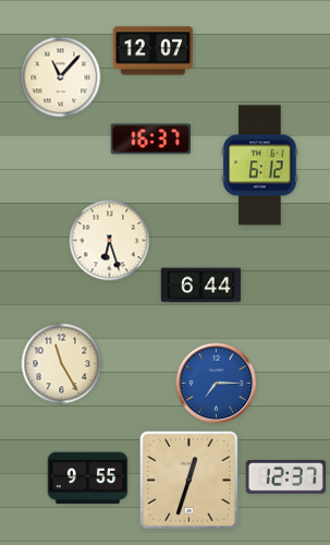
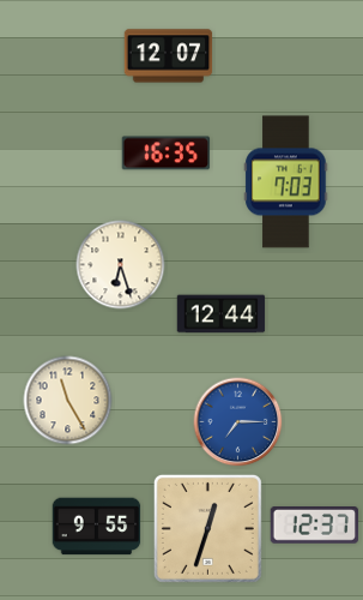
clock at (61, 77): 11:07 -> none
clock at (151, 140): 16:37 -> 16:35
clock at (260, 166): 6:12 -> 7:03
clock at (201, 286): 6:44 -> 12:44
